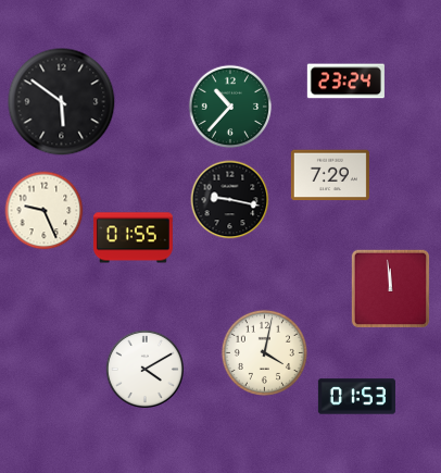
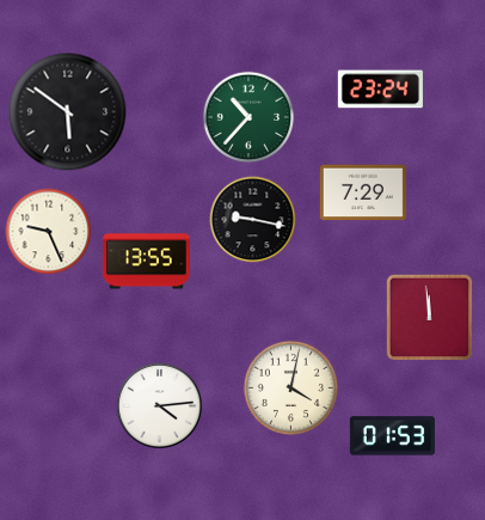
clock at (230, 107) position: (230, 107) -> (248, 117)
clock at (133, 238): 01:55 -> 13:55
clock at (144, 369): 4:10 -> 4:14
